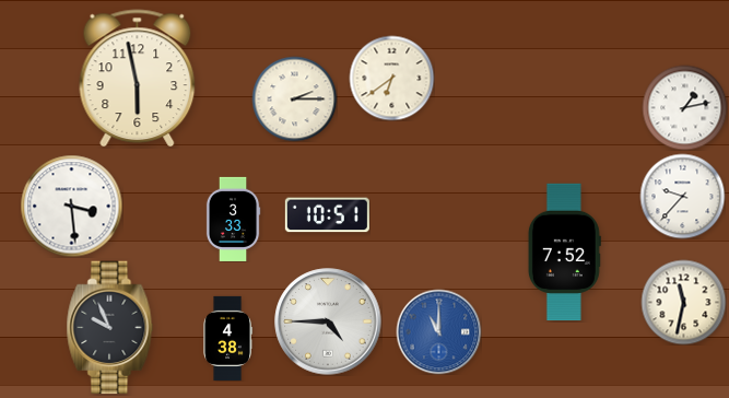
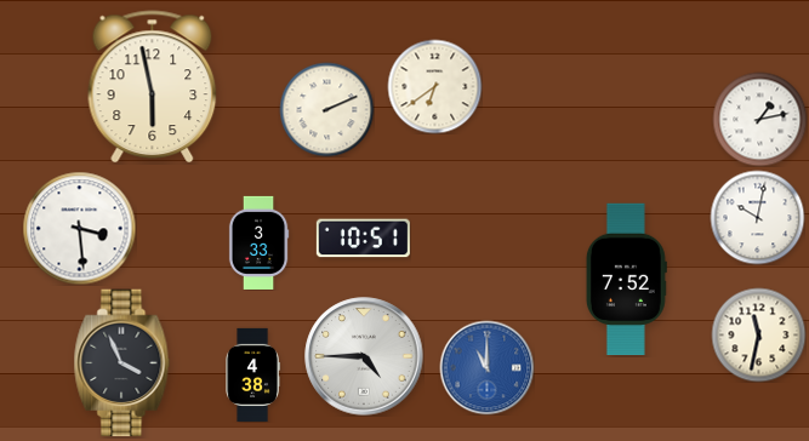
clock at (294, 98): 2:15 -> 2:11
clock at (682, 196): 9:37 -> 10:02
clock at (110, 328): 9:56 -> 3:56
